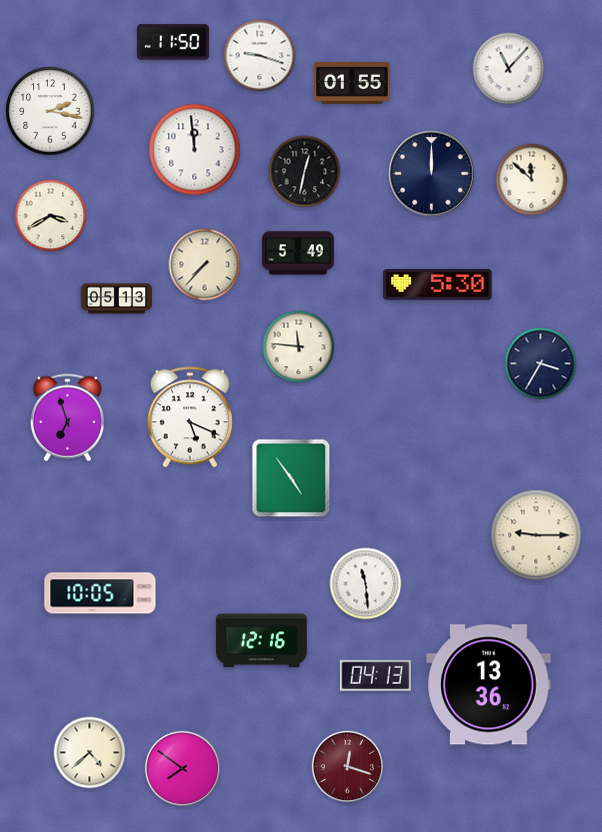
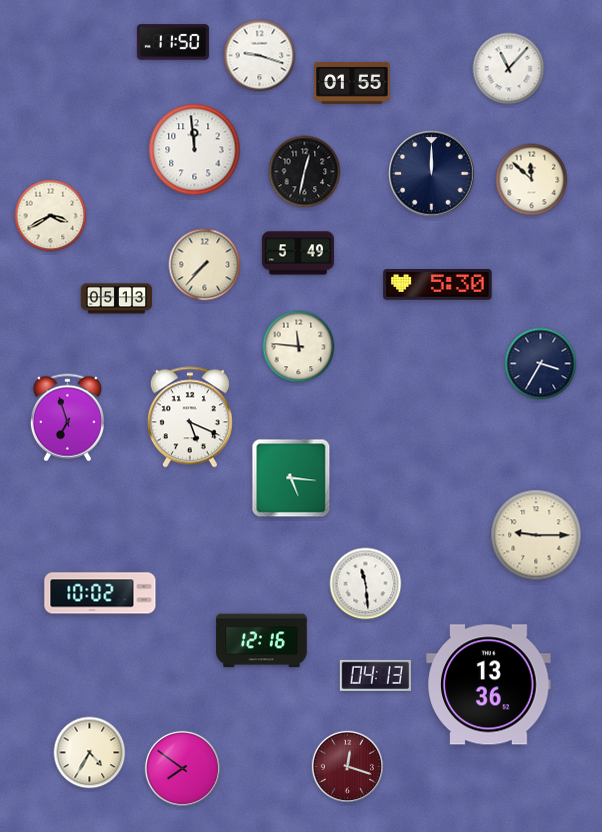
clock at (50, 111): 2:17 -> none
clock at (291, 478): 4:54 -> 5:16
clock at (100, 593): 10:05 -> 10:02
clock at (90, 753): 4:38 -> 4:35
